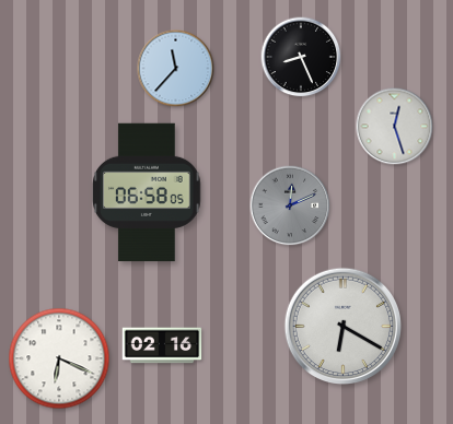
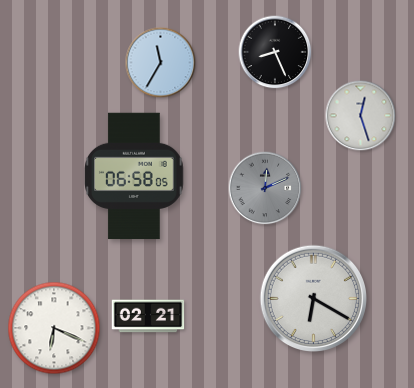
clock at (176, 69): 11:37 -> 11:35
clock at (162, 345): 02:16 -> 02:21
